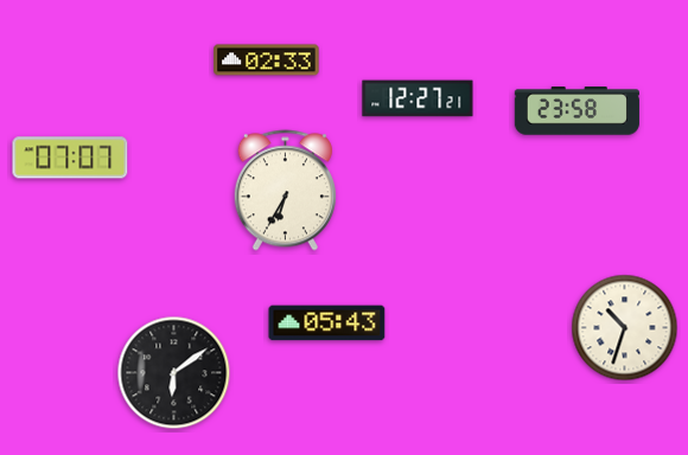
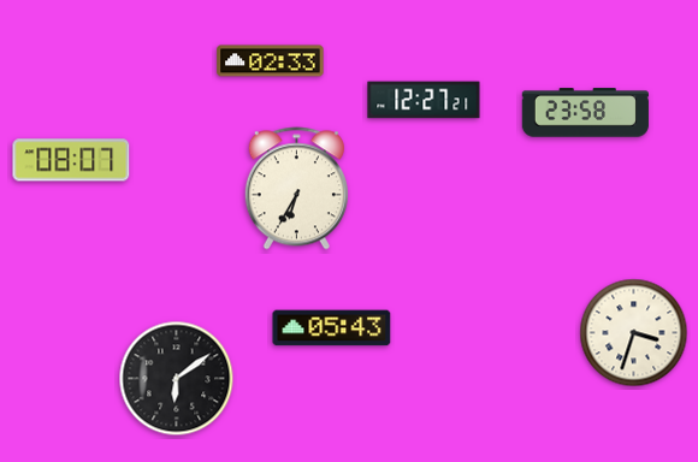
clock at (70, 158): 07:07 -> 08:07
clock at (285, 191) position: (285, 191) -> (296, 189)
clock at (625, 328): 10:33 -> 3:33
